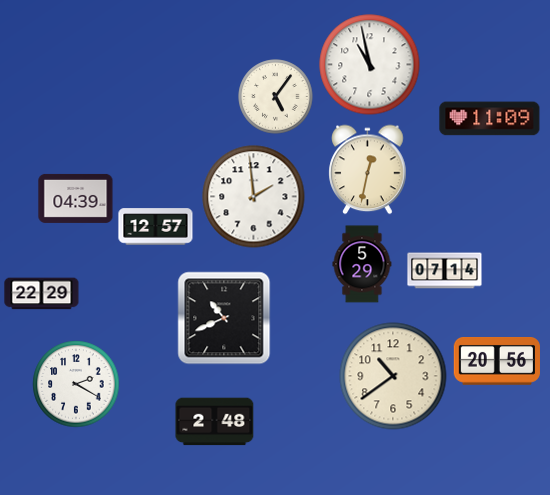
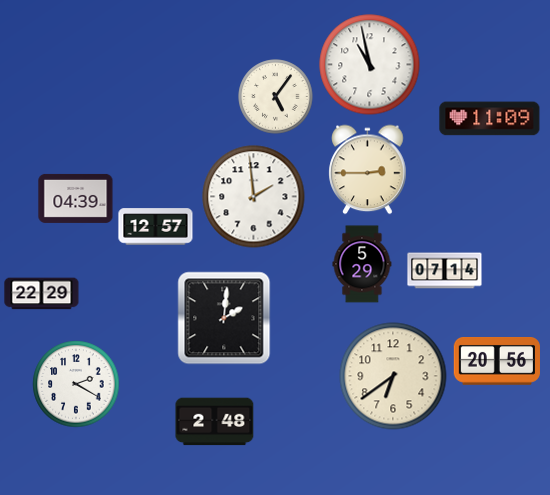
clock at (368, 170): 12:32 -> 2:45
clock at (224, 318): 10:41 -> 2:01
clock at (393, 376): 10:39 -> 6:39
